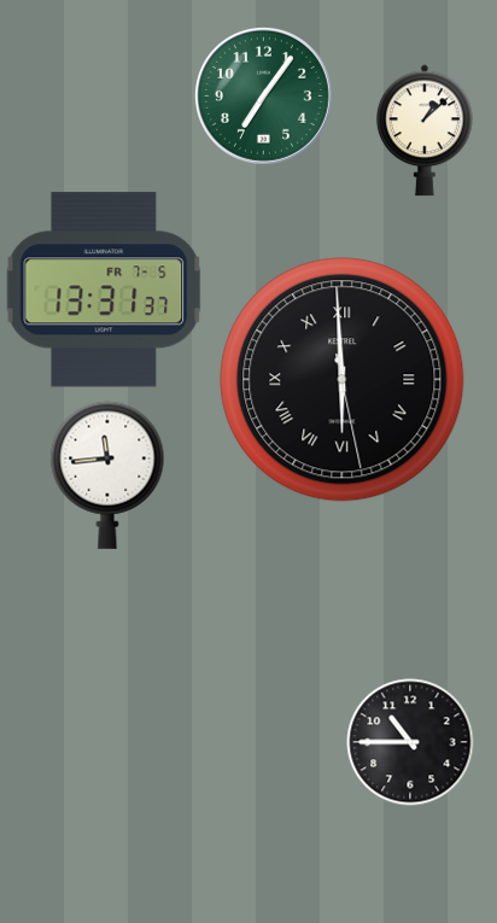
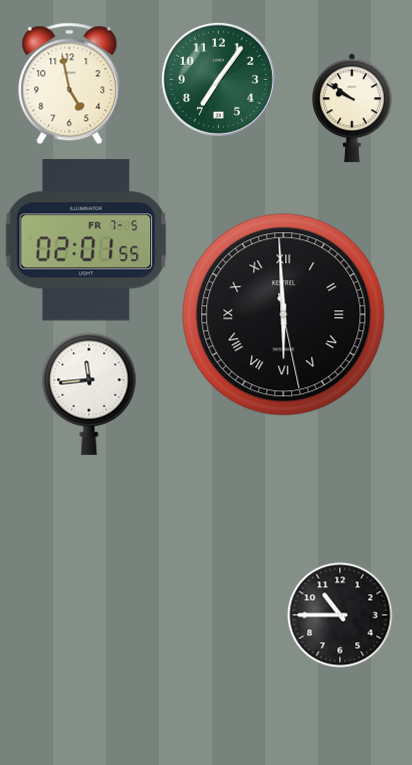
clock at (70, 84): none -> 4:58
clock at (425, 130): 1:08 -> 9:51
clock at (104, 290): 13:31 -> 02:01
